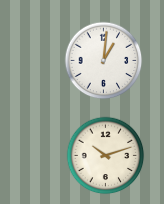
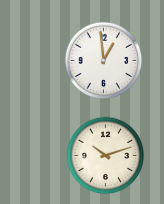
clock at (103, 60): 1:01 -> 12:59
